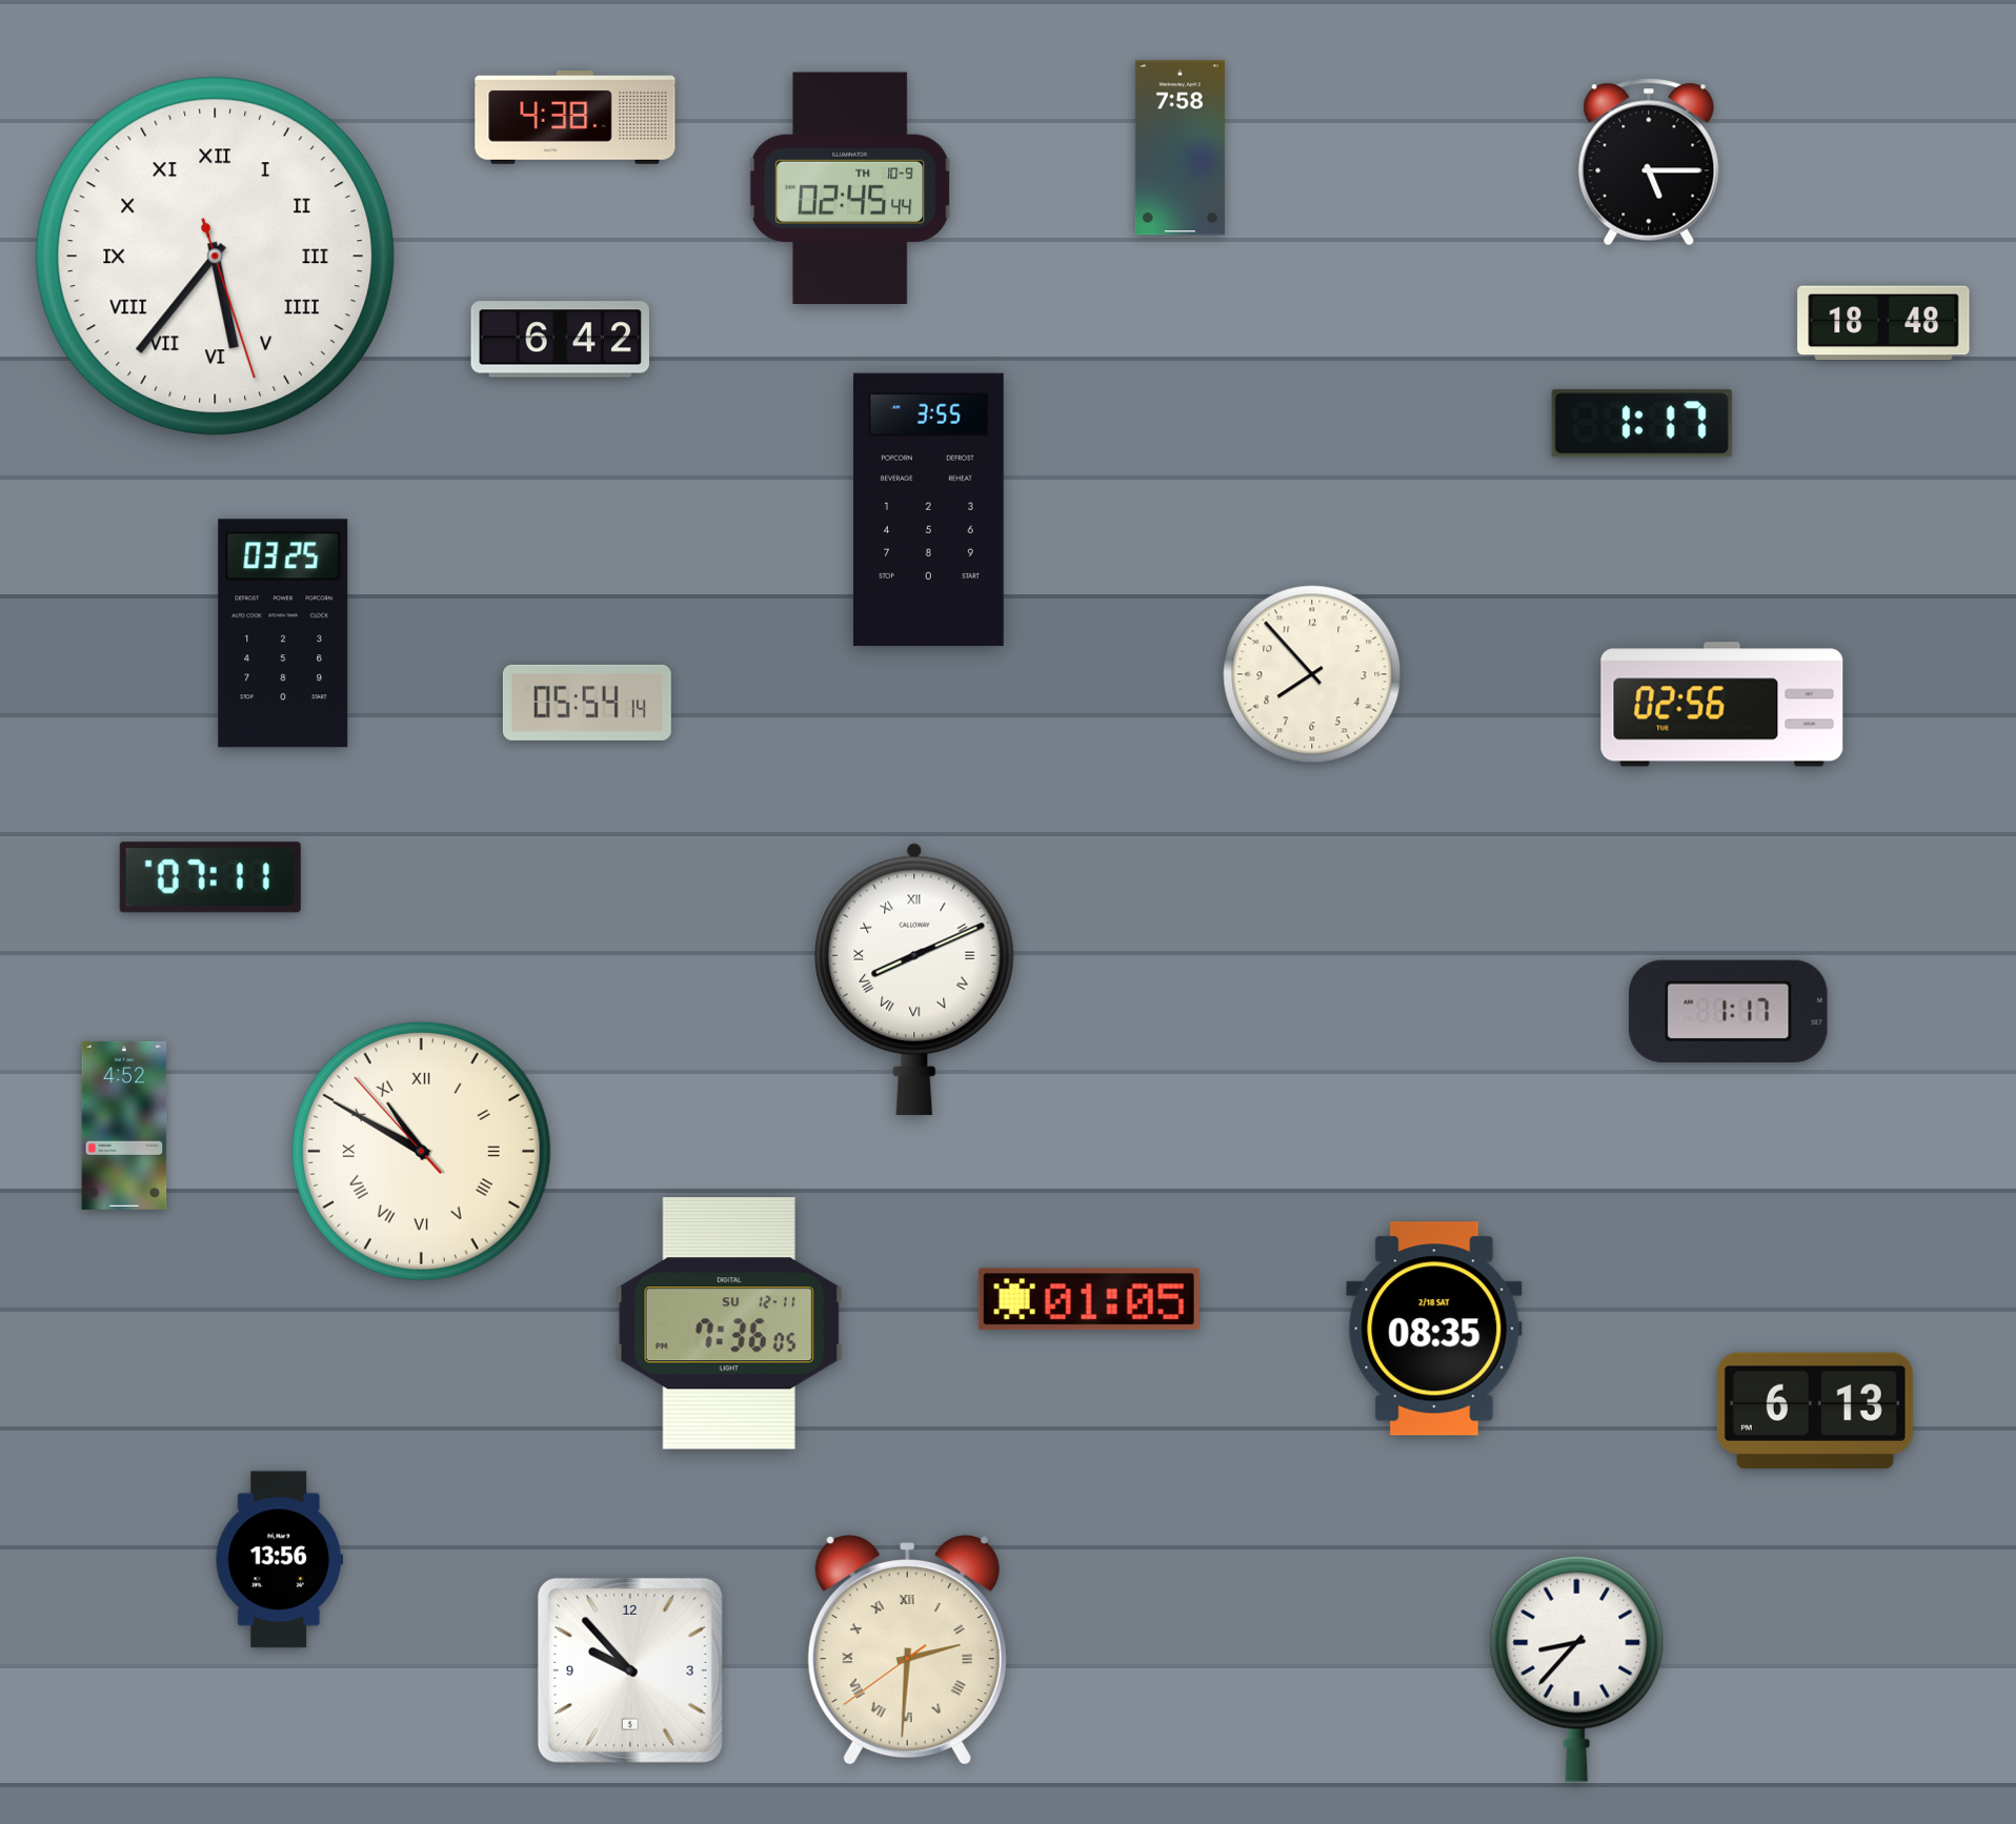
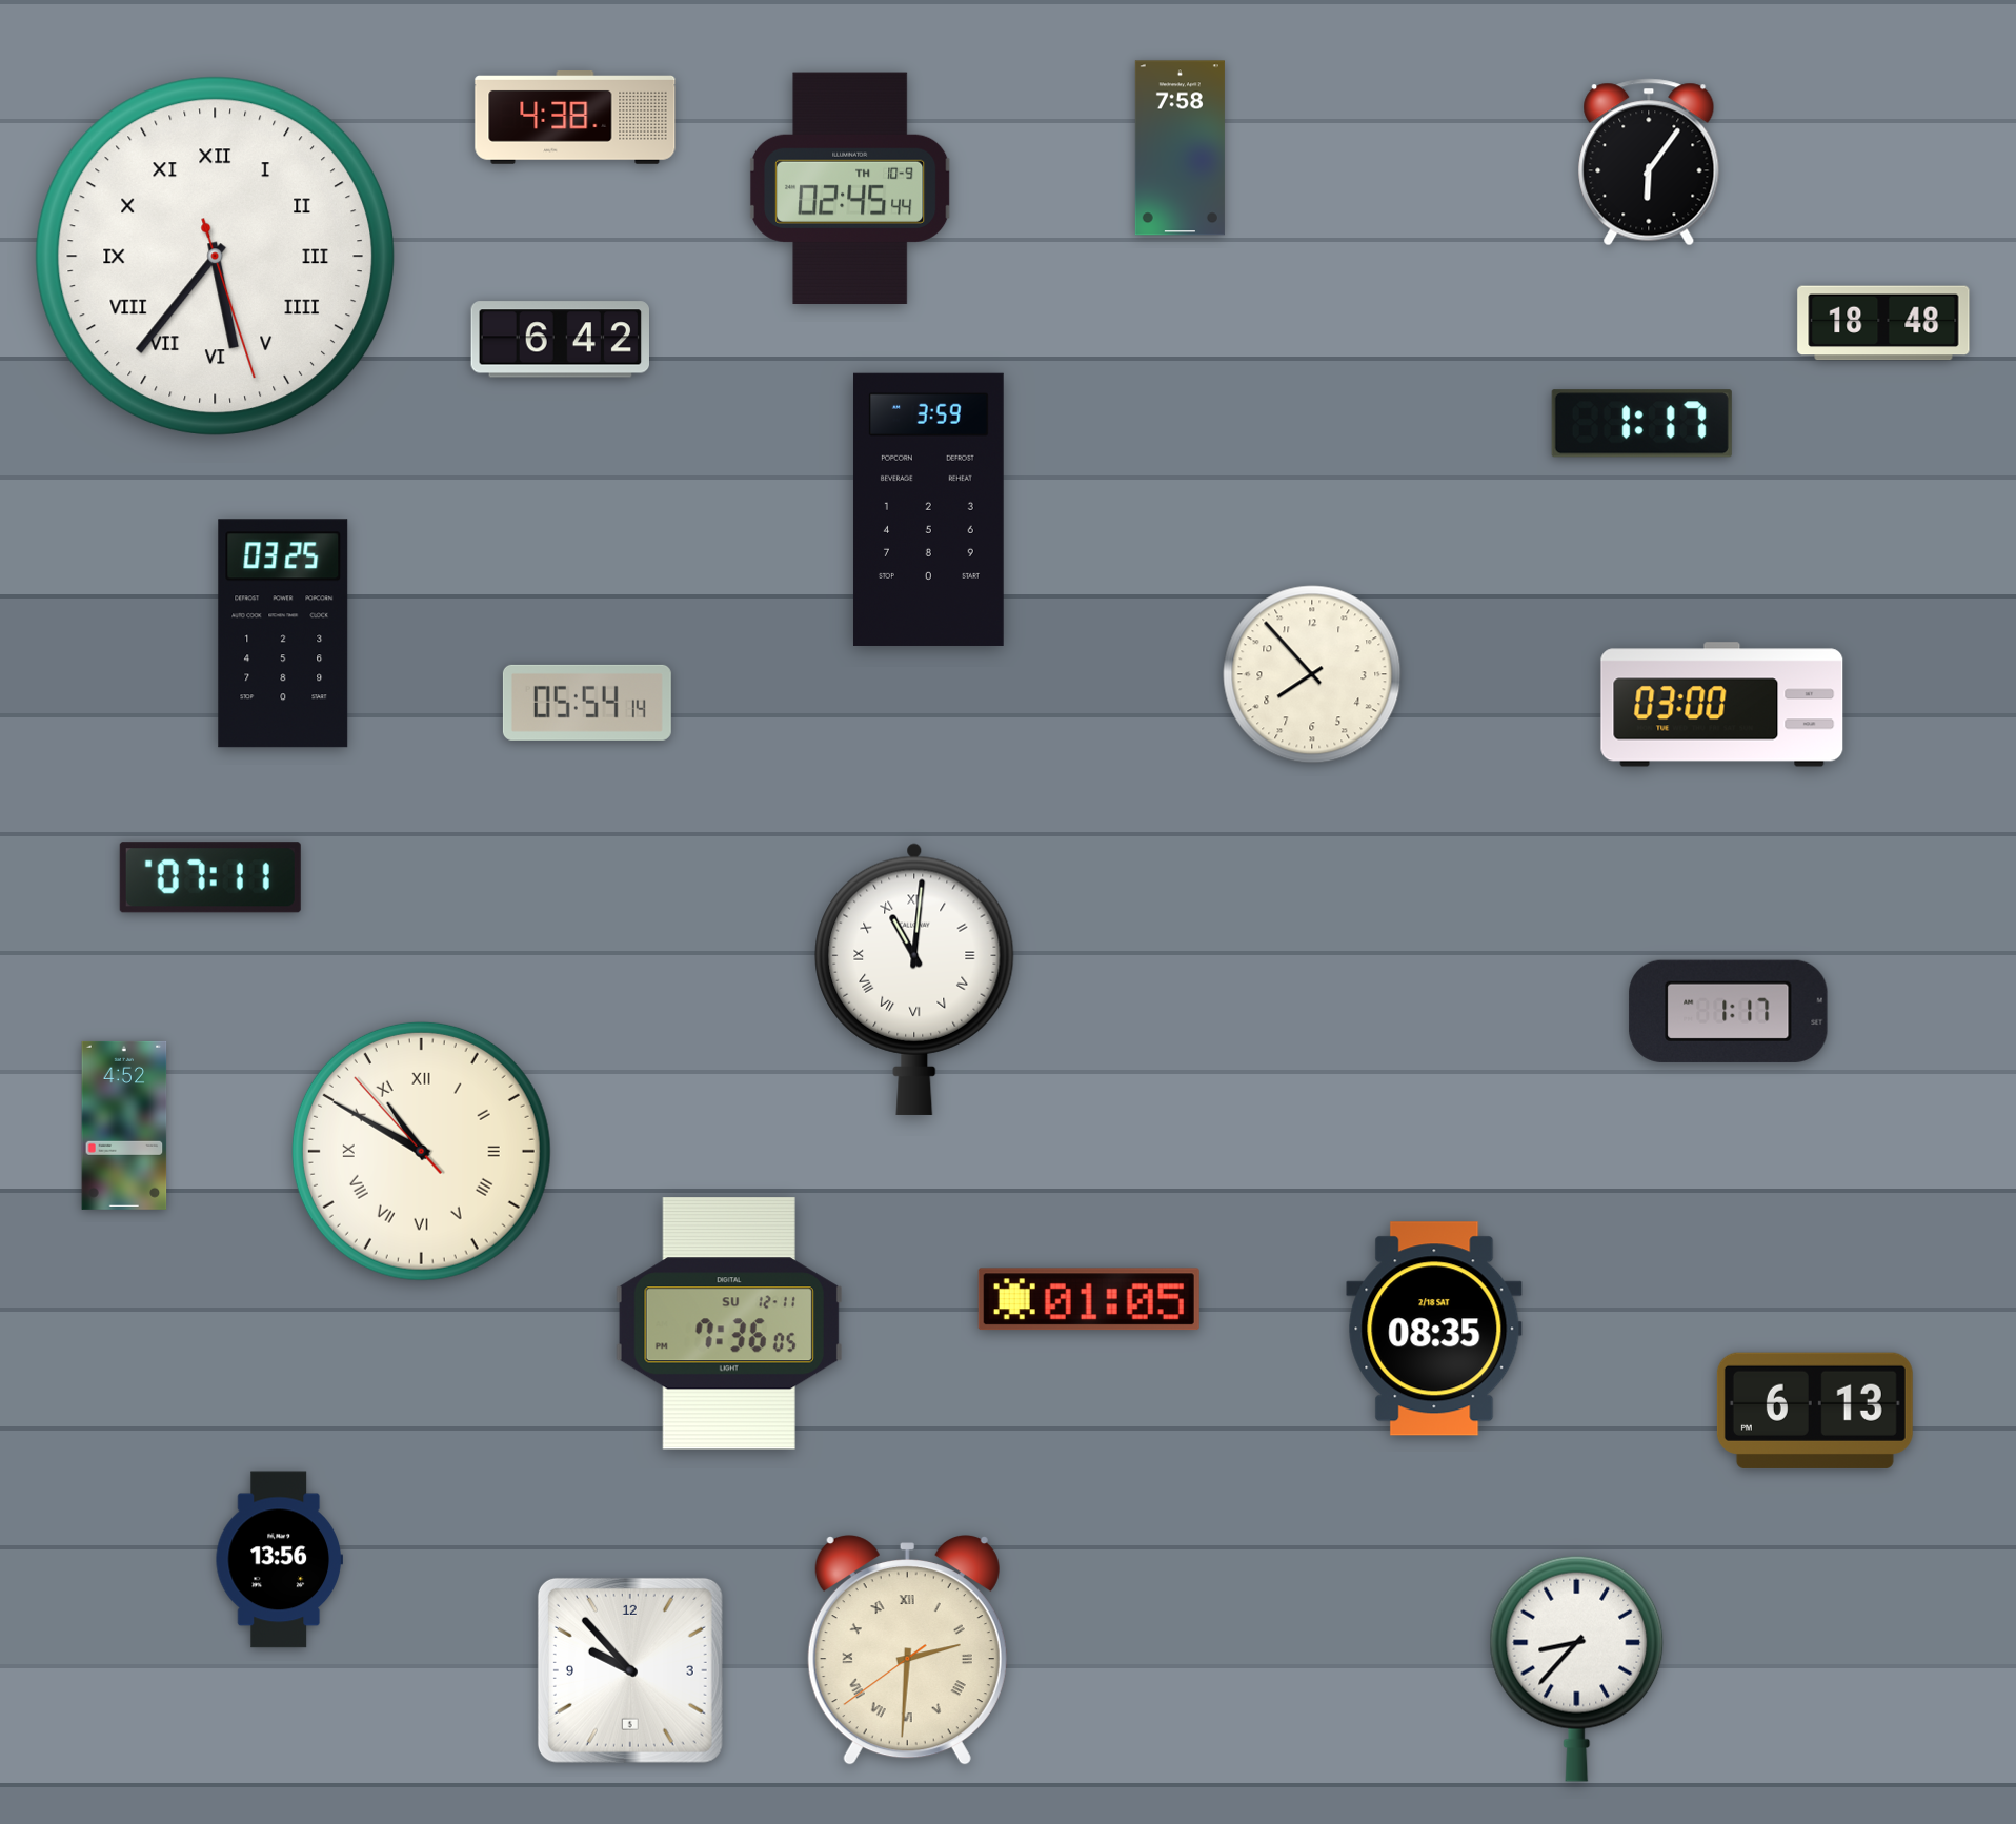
clock at (1649, 162): 5:15 -> 6:06
clock at (928, 509): 3:55 -> 3:59
clock at (1722, 705): 02:56 -> 03:00
clock at (914, 979): 8:11 -> 11:01
